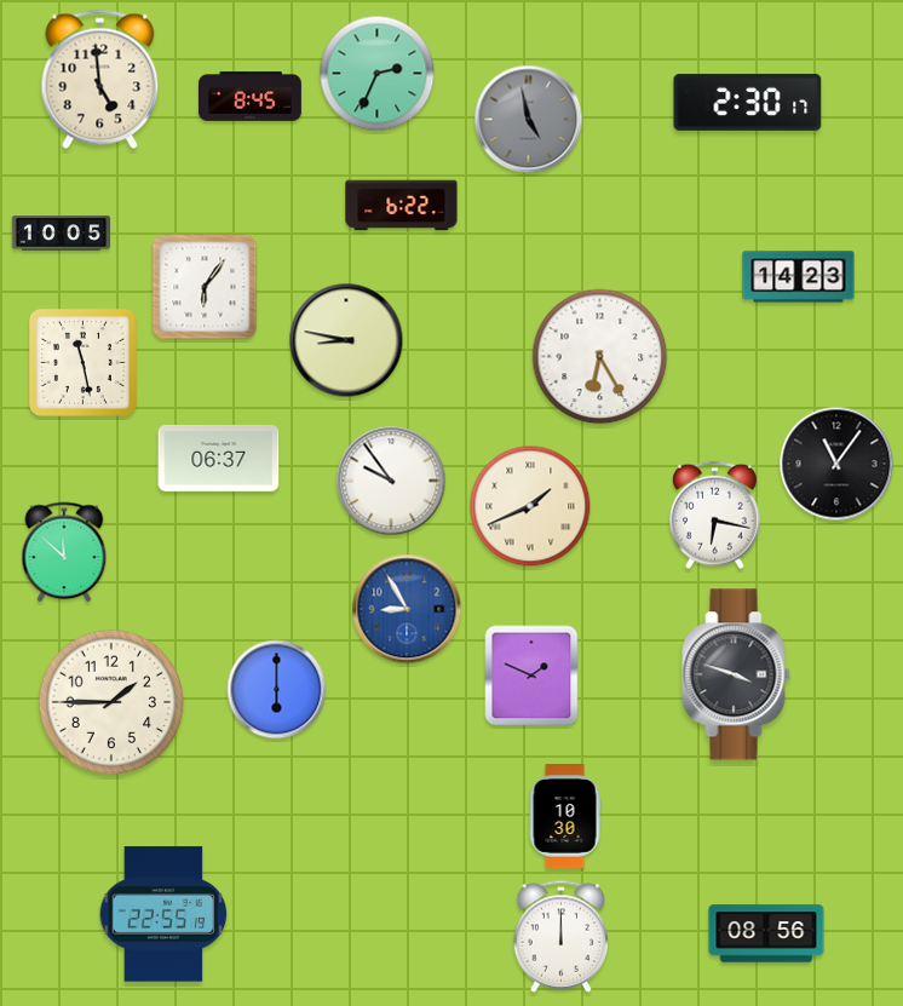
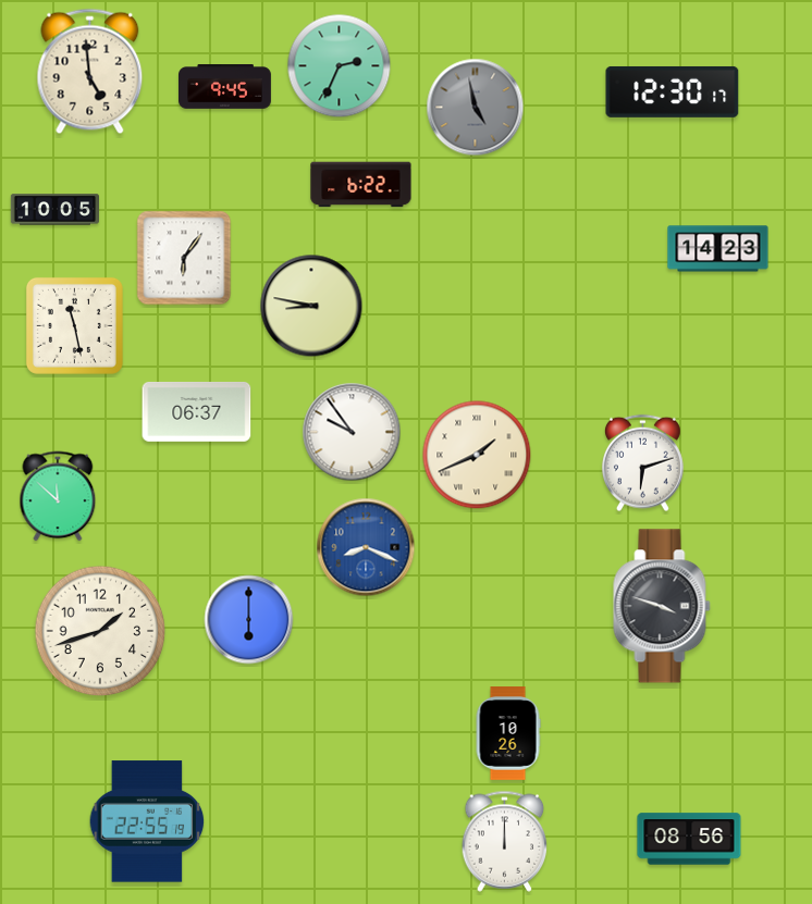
clock at (251, 97): 8:45 -> 9:45
clock at (748, 102): 2:30 -> 12:30
clock at (600, 357): 6:25 -> none
clock at (836, 464): 11:06 -> none
clock at (714, 516): 6:17 -> 6:12
clock at (407, 609): 8:55 -> 8:19
clock at (531, 676): 1:49 -> none
clock at (111, 702): 1:45 -> 1:42
clock at (565, 816): 10:30 -> 10:26
